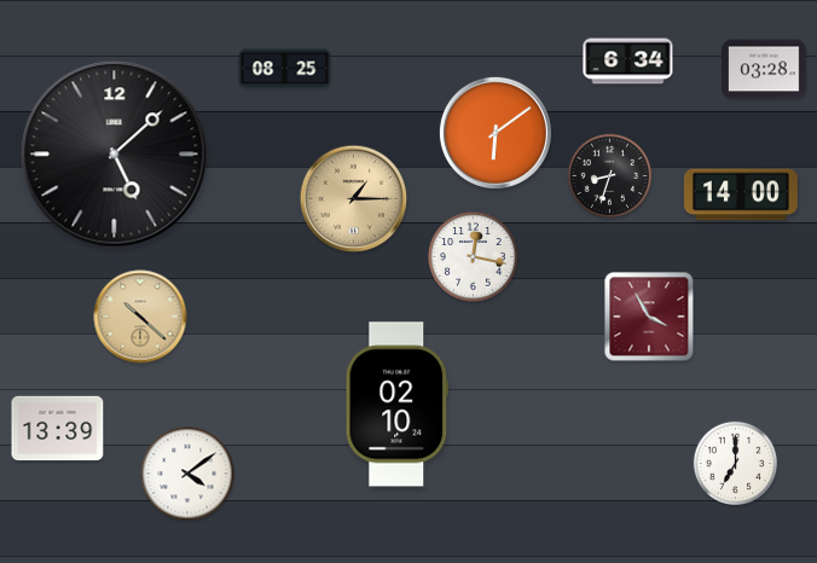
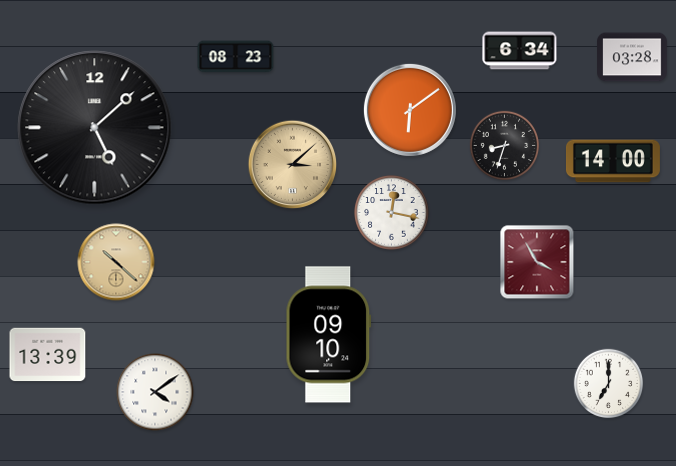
clock at (285, 69): 08:25 -> 08:23
clock at (354, 199): 1:15 -> 3:08
clock at (398, 405): 02:10 -> 09:10
